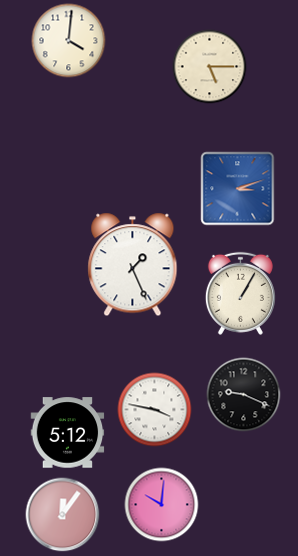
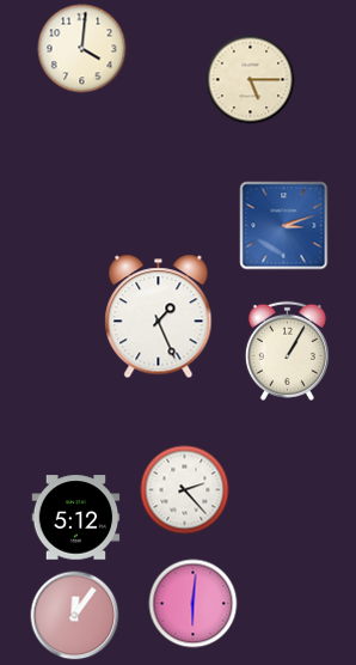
clock at (244, 395): 9:19 -> none
clock at (155, 410): 3:47 -> 2:23
clock at (68, 433) position: (68, 433) -> (76, 518)
clock at (162, 505): 10:01 -> 6:01
